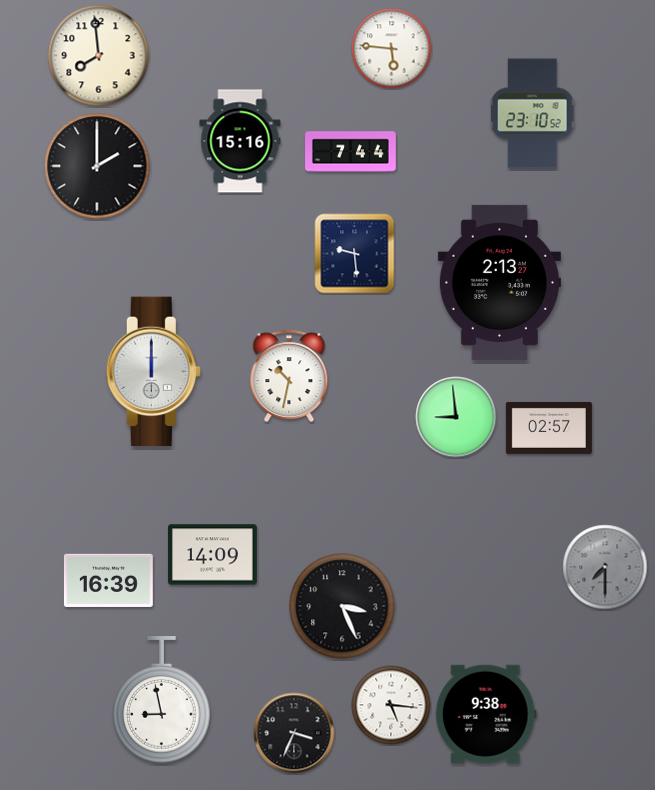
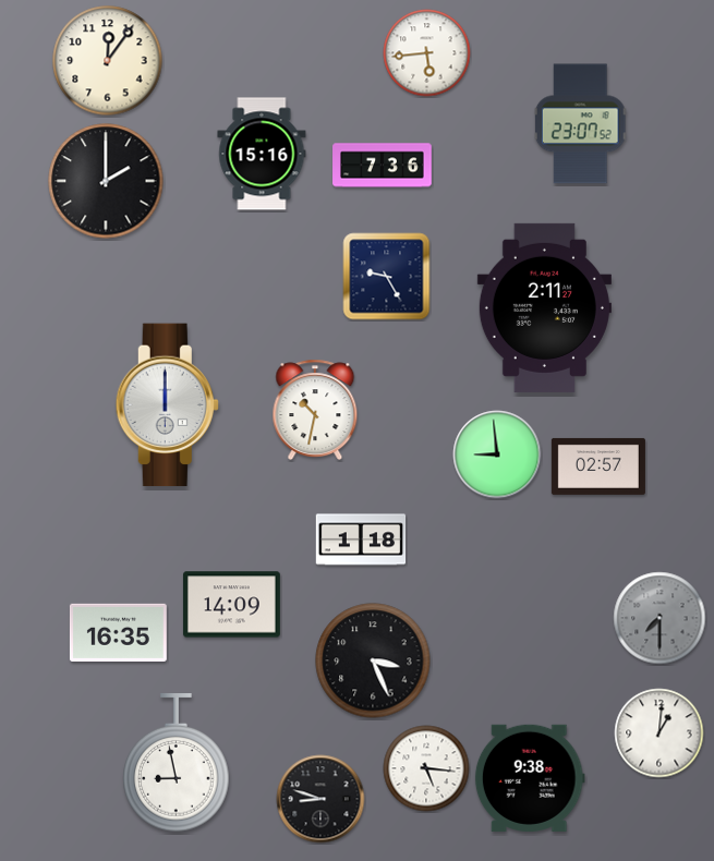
clock at (392, 49): 5:46 -> 5:44
clock at (99, 56): 7:59 -> 12:06
clock at (533, 114): 23:10 -> 23:07
clock at (351, 152): 7:44 -> 7:36
clock at (355, 254): 9:29 -> 9:25
clock at (499, 282): 2:13 -> 2:11
clock at (361, 539): none -> 1:18
clock at (108, 580): 16:39 -> 16:35
clock at (659, 733): none -> 1:01
clock at (294, 733): 3:34 -> 8:48
